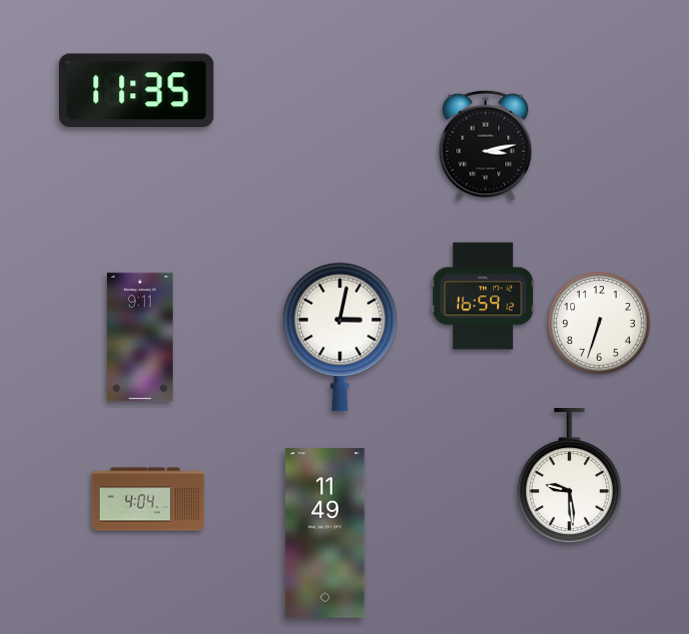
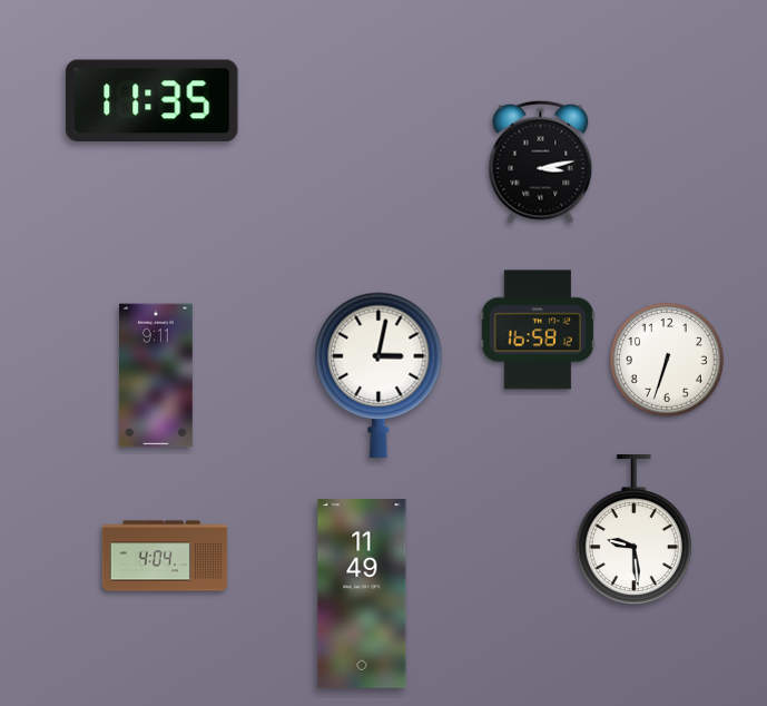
clock at (483, 296): 16:59 -> 16:58
